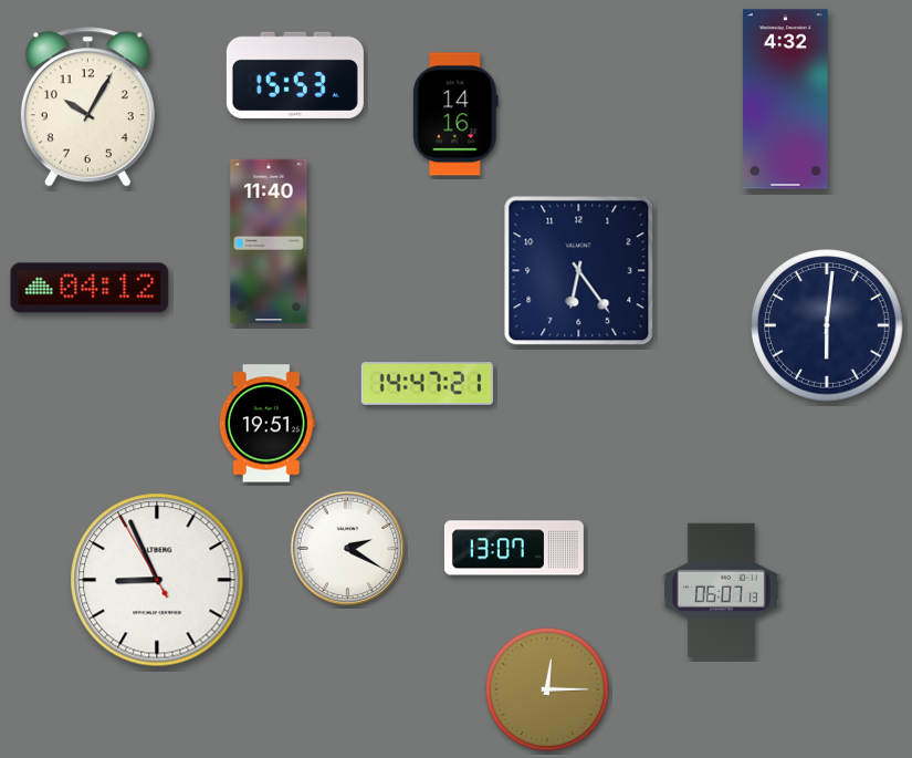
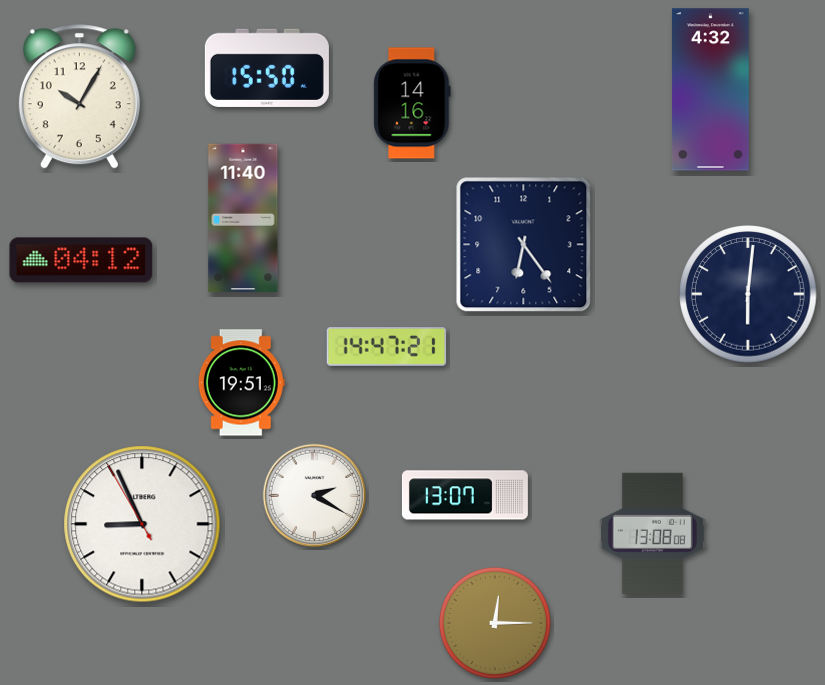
clock at (295, 75): 15:53 -> 15:50
clock at (721, 590): 06:07 -> 13:08
